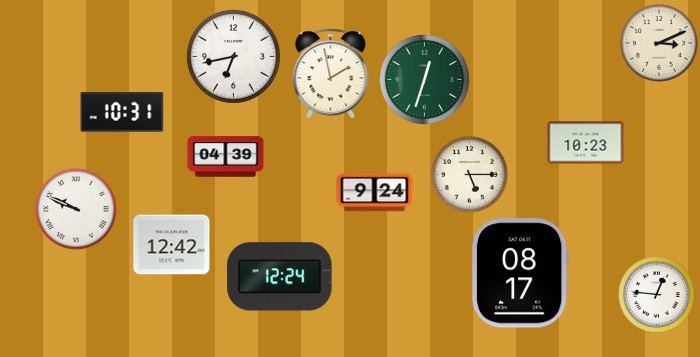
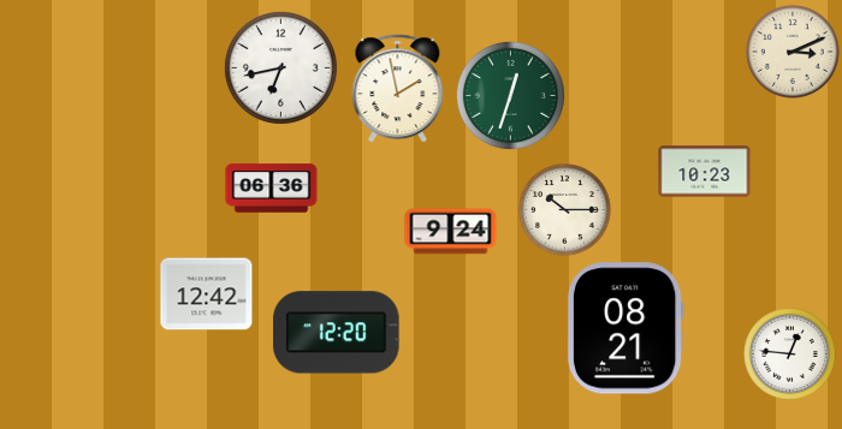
clock at (122, 113): 10:31 -> none
clock at (226, 157): 04:39 -> 06:36
clock at (470, 175): 5:15 -> 10:15
clock at (77, 210): 9:49 -> none
clock at (520, 273): 08:17 -> 08:21
clock at (280, 277): 12:24 -> 12:20
